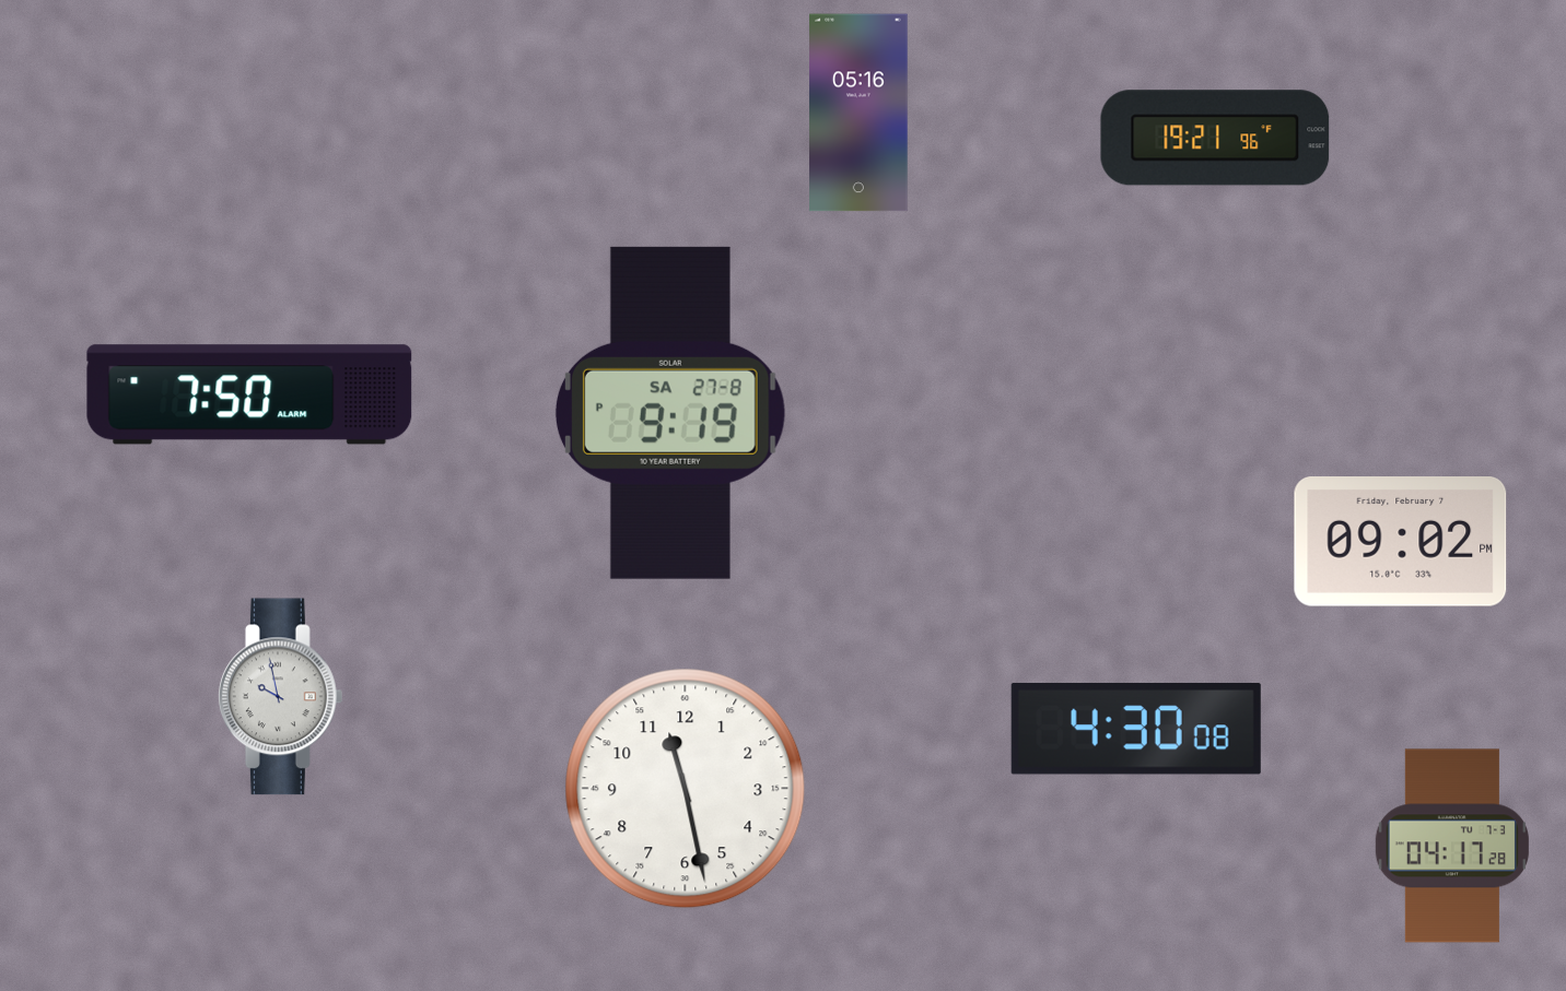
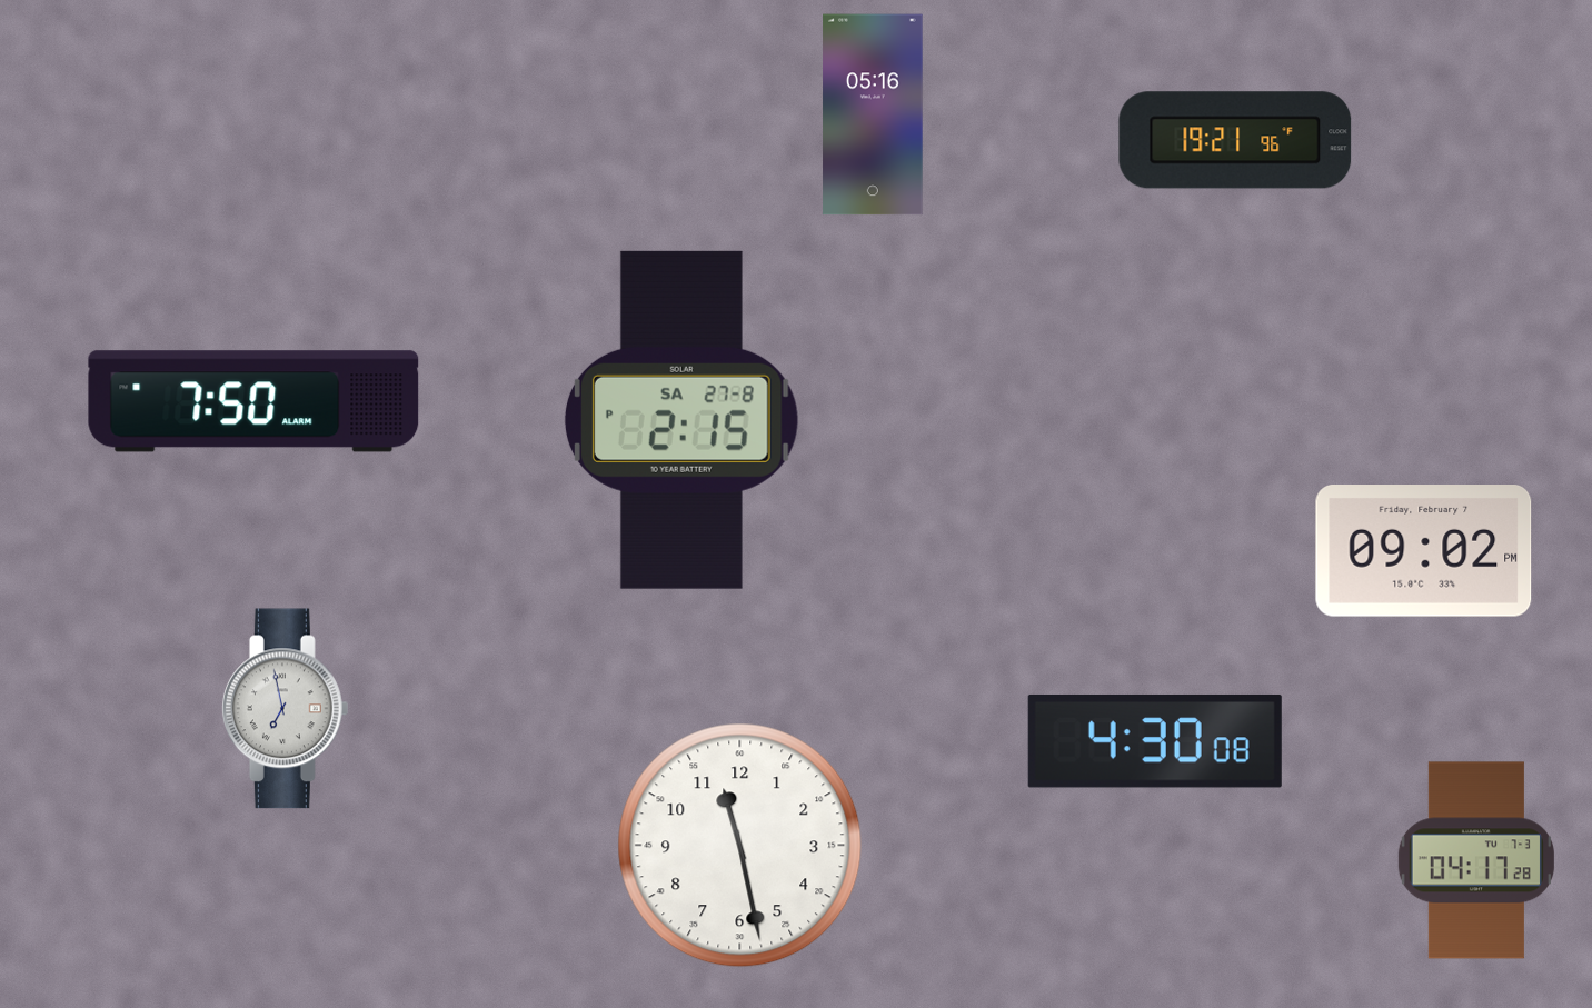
clock at (670, 413): 9:19 -> 2:15
clock at (280, 697): 9:58 -> 6:58
clock at (686, 789) position: (686, 789) -> (740, 846)
